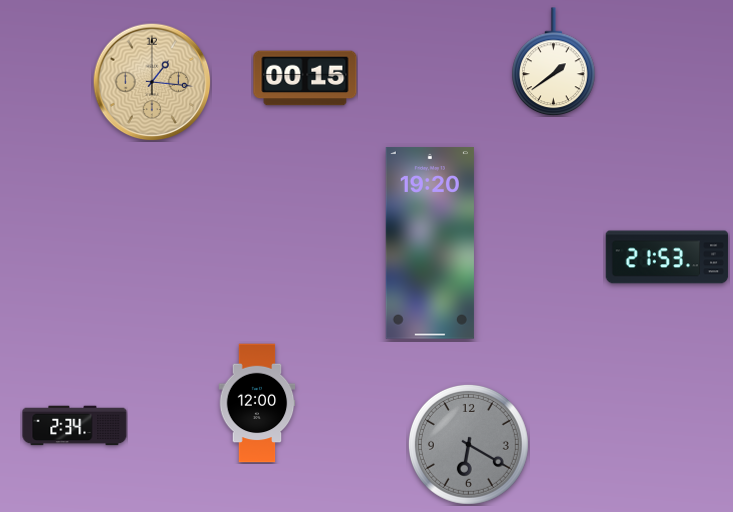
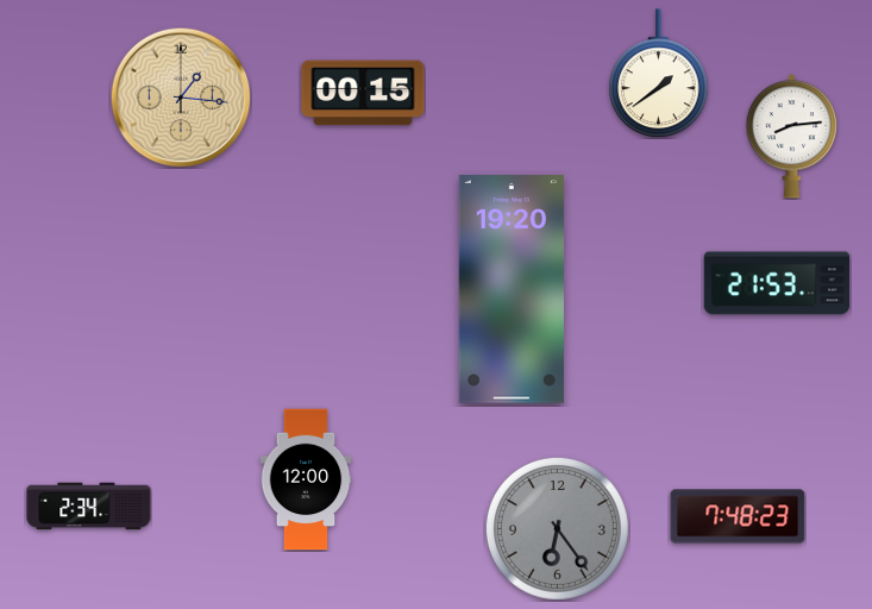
clock at (791, 137): none -> 8:14
clock at (667, 257) position: (667, 257) -> (777, 283)
clock at (738, 516): none -> 7:48
clock at (468, 444): 6:20 -> 6:24
